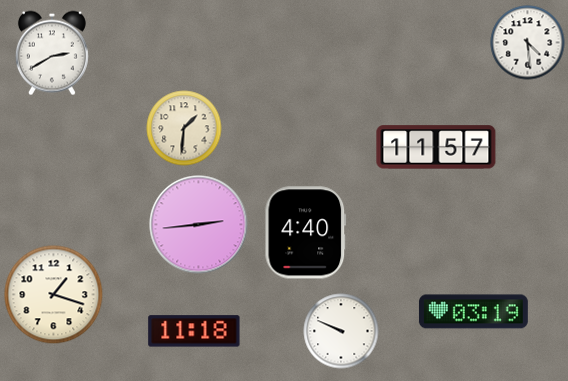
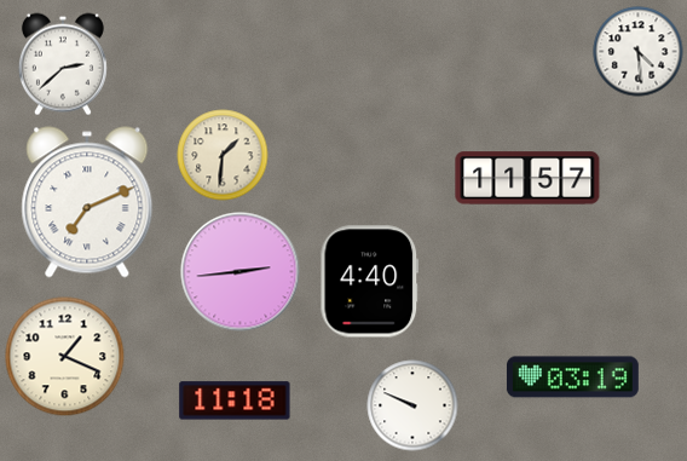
clock at (52, 53): 2:40 -> 2:38
clock at (87, 202): none -> 7:11
clock at (54, 295): 1:18 -> 1:19
clock at (341, 331) position: (341, 331) -> (412, 405)
